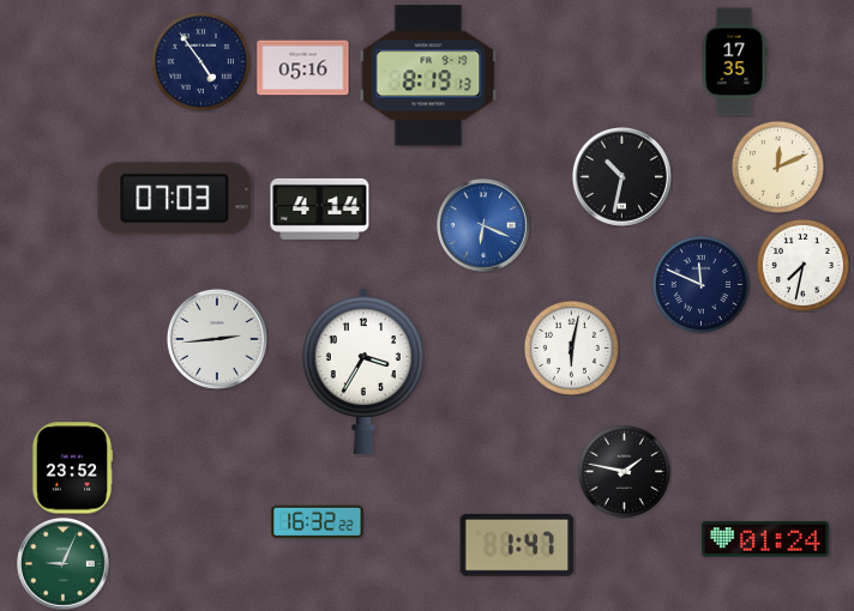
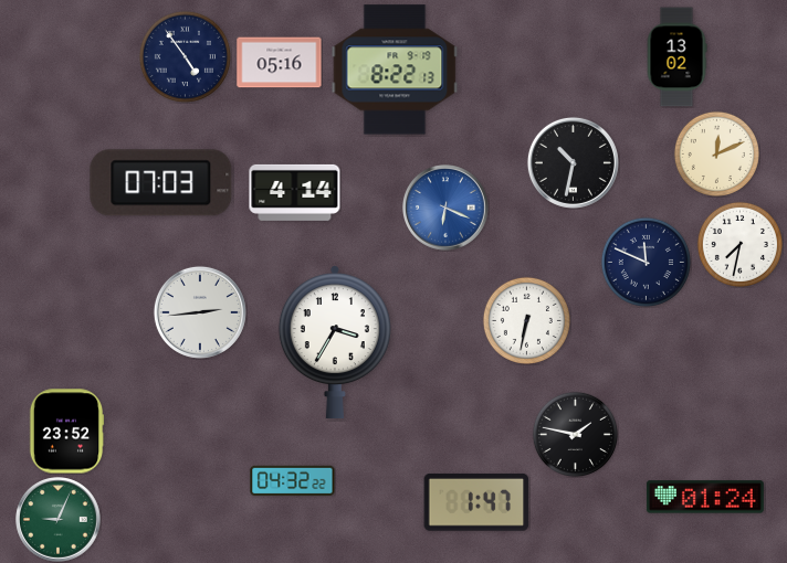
clock at (734, 62): 17:35 -> 13:02
clock at (428, 75): 8:19 -> 8:22
clock at (571, 347): 6:02 -> 6:32
clock at (318, 521): 16:32 -> 04:32
